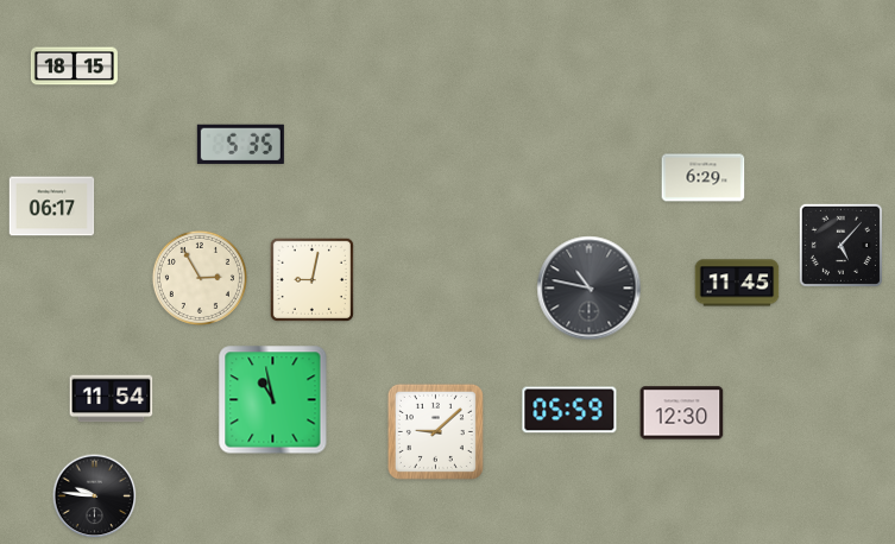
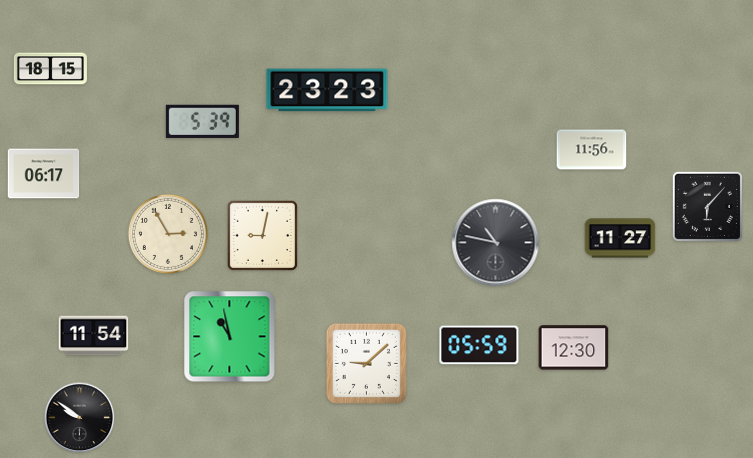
clock at (74, 67) position: (74, 67) -> (50, 69)
clock at (327, 90): none -> 23:23
clock at (240, 144): 5:35 -> 5:39
clock at (704, 178): 6:29 -> 11:56
clock at (840, 245): 5:07 -> 6:07
clock at (737, 283): 11:45 -> 11:27
clock at (95, 496): 9:46 -> 9:51
